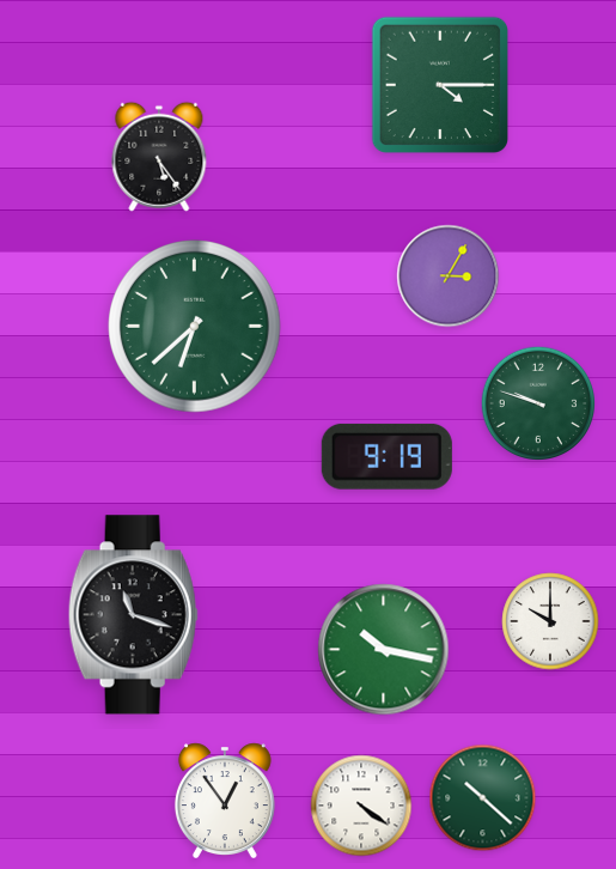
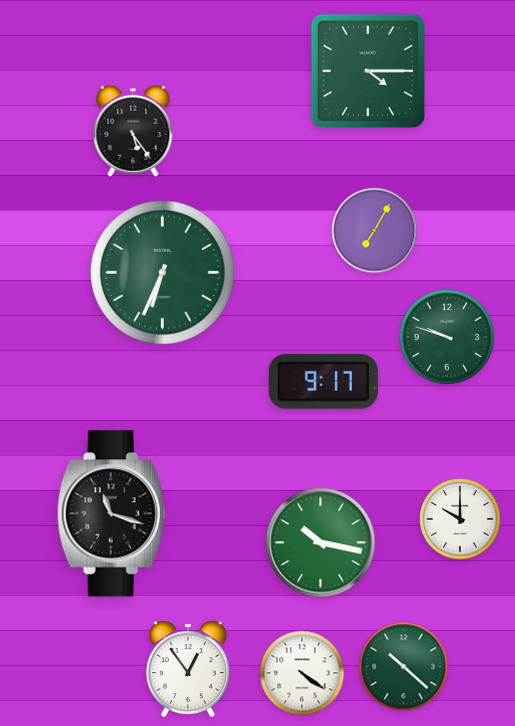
clock at (449, 276): 3:05 -> 7:05
clock at (195, 327): 6:38 -> 6:34
clock at (537, 402) position: (537, 402) -> (446, 336)
clock at (386, 456): 9:19 -> 9:17
